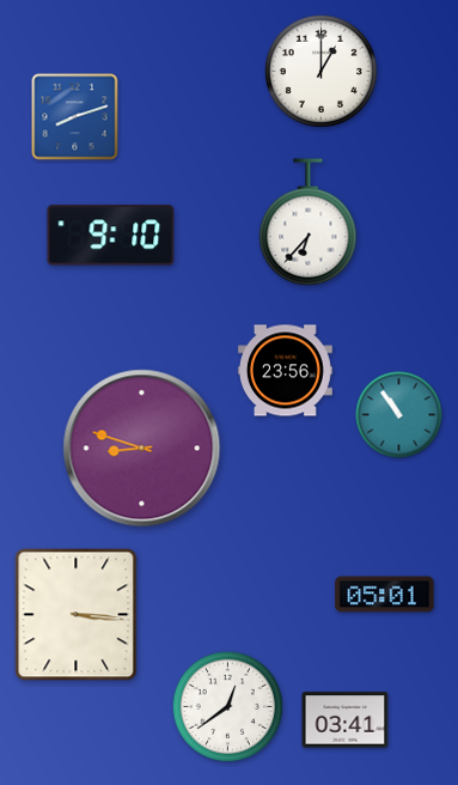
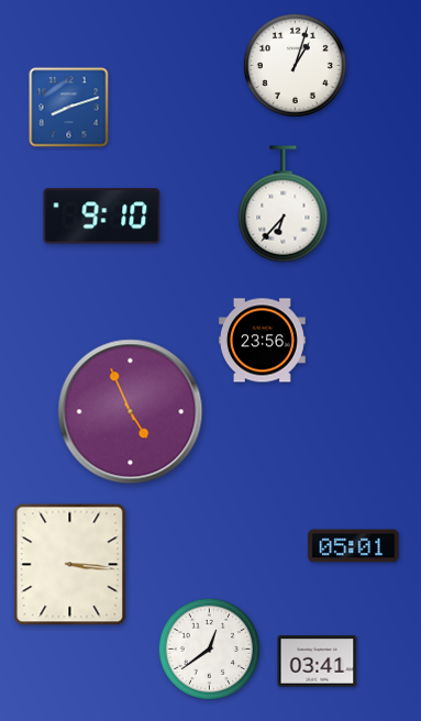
clock at (320, 71): 1:00 -> 1:03
clock at (399, 415): 10:54 -> none
clock at (142, 449): 8:48 -> 4:56
